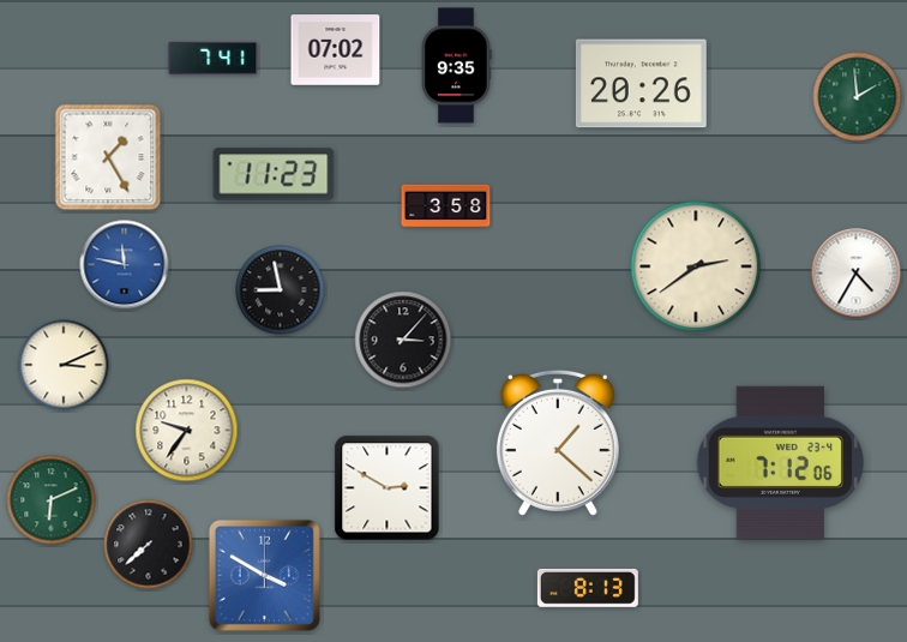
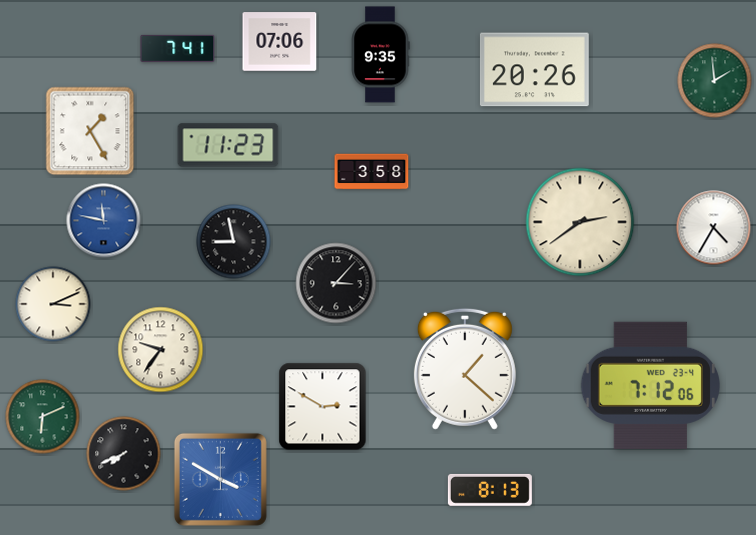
clock at (336, 50): 07:02 -> 07:06
clock at (187, 431) position: (187, 431) -> (161, 350)
clock at (149, 545): 7:38 -> 7:41
